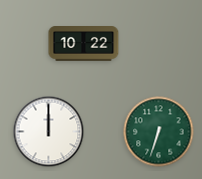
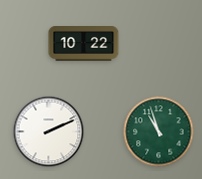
clock at (49, 132): 12:00 -> 2:11
clock at (159, 132): 6:33 -> 10:57
